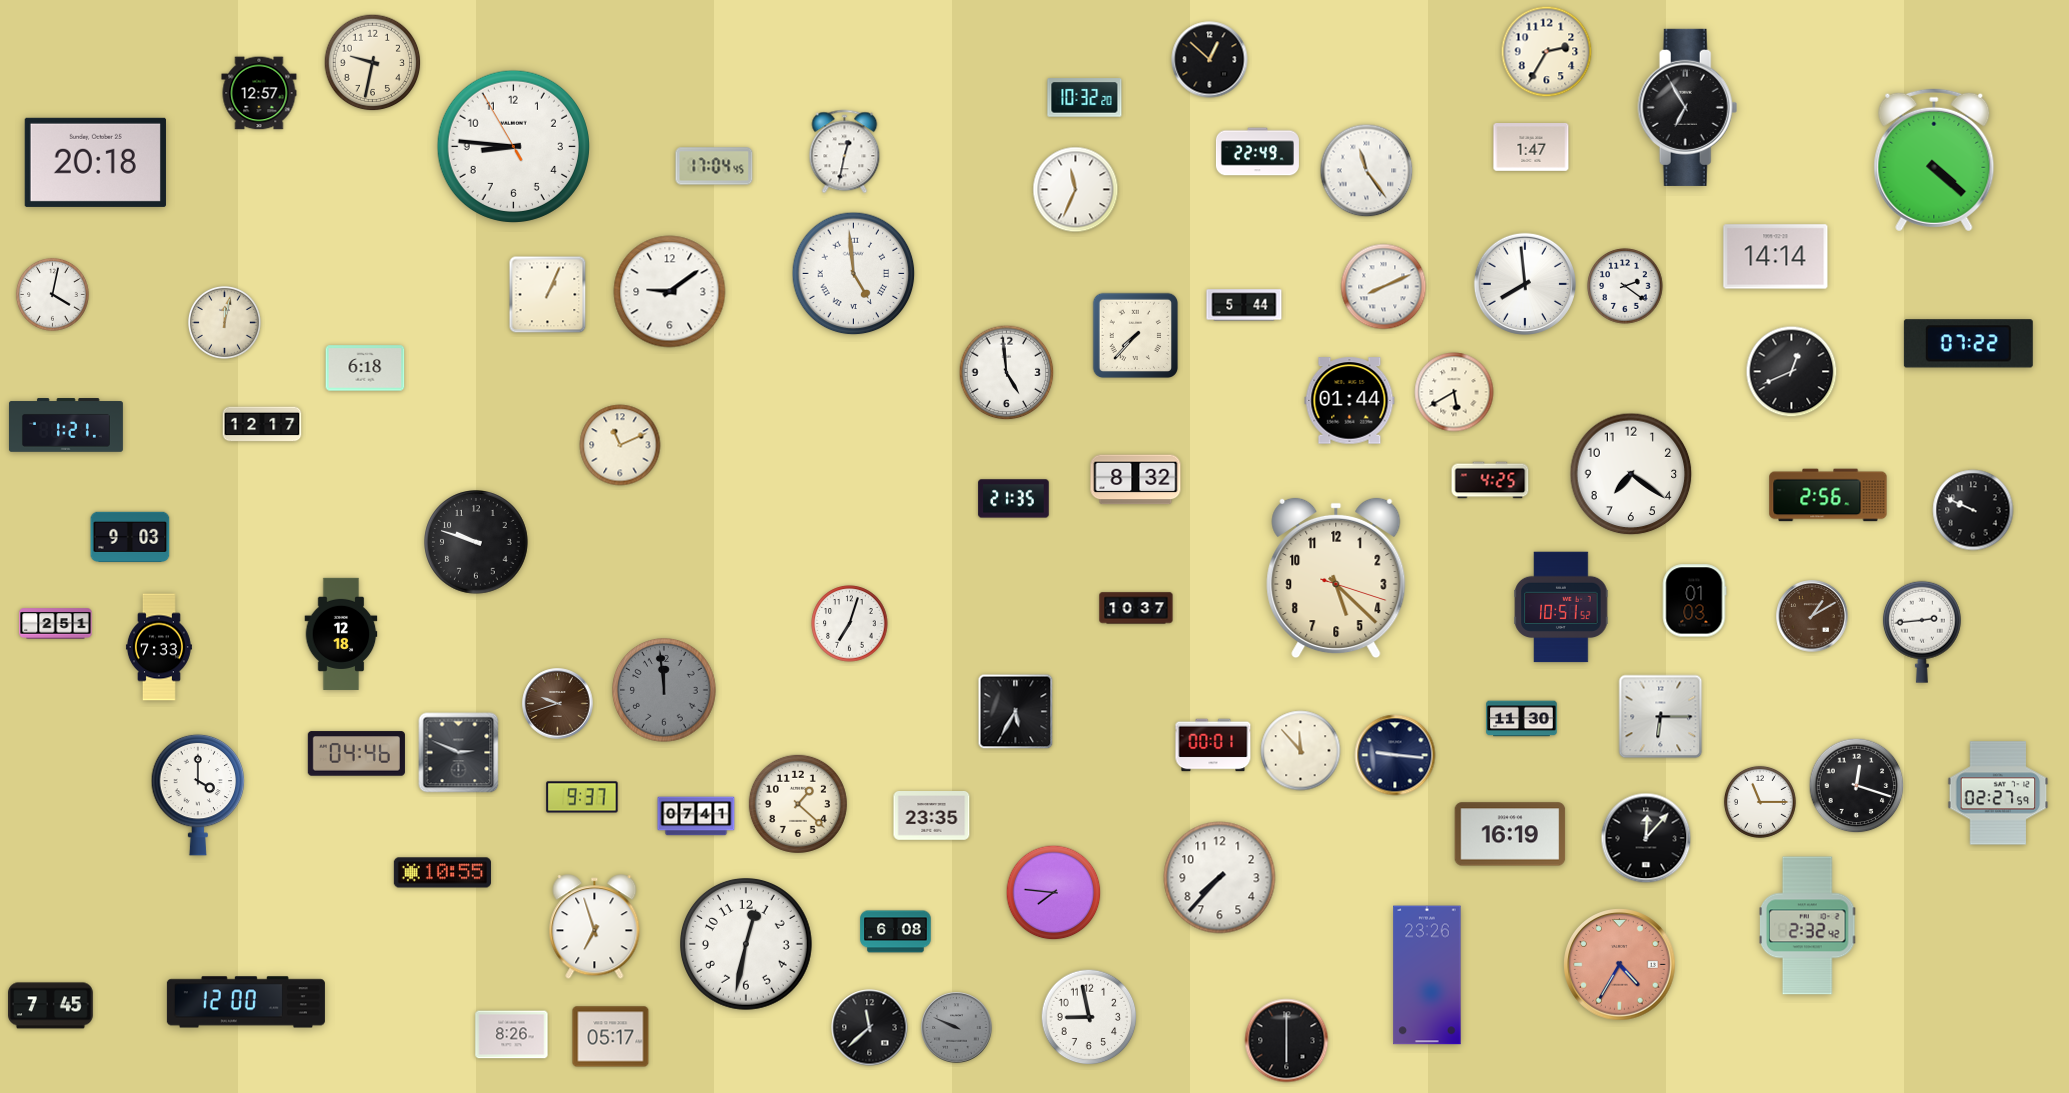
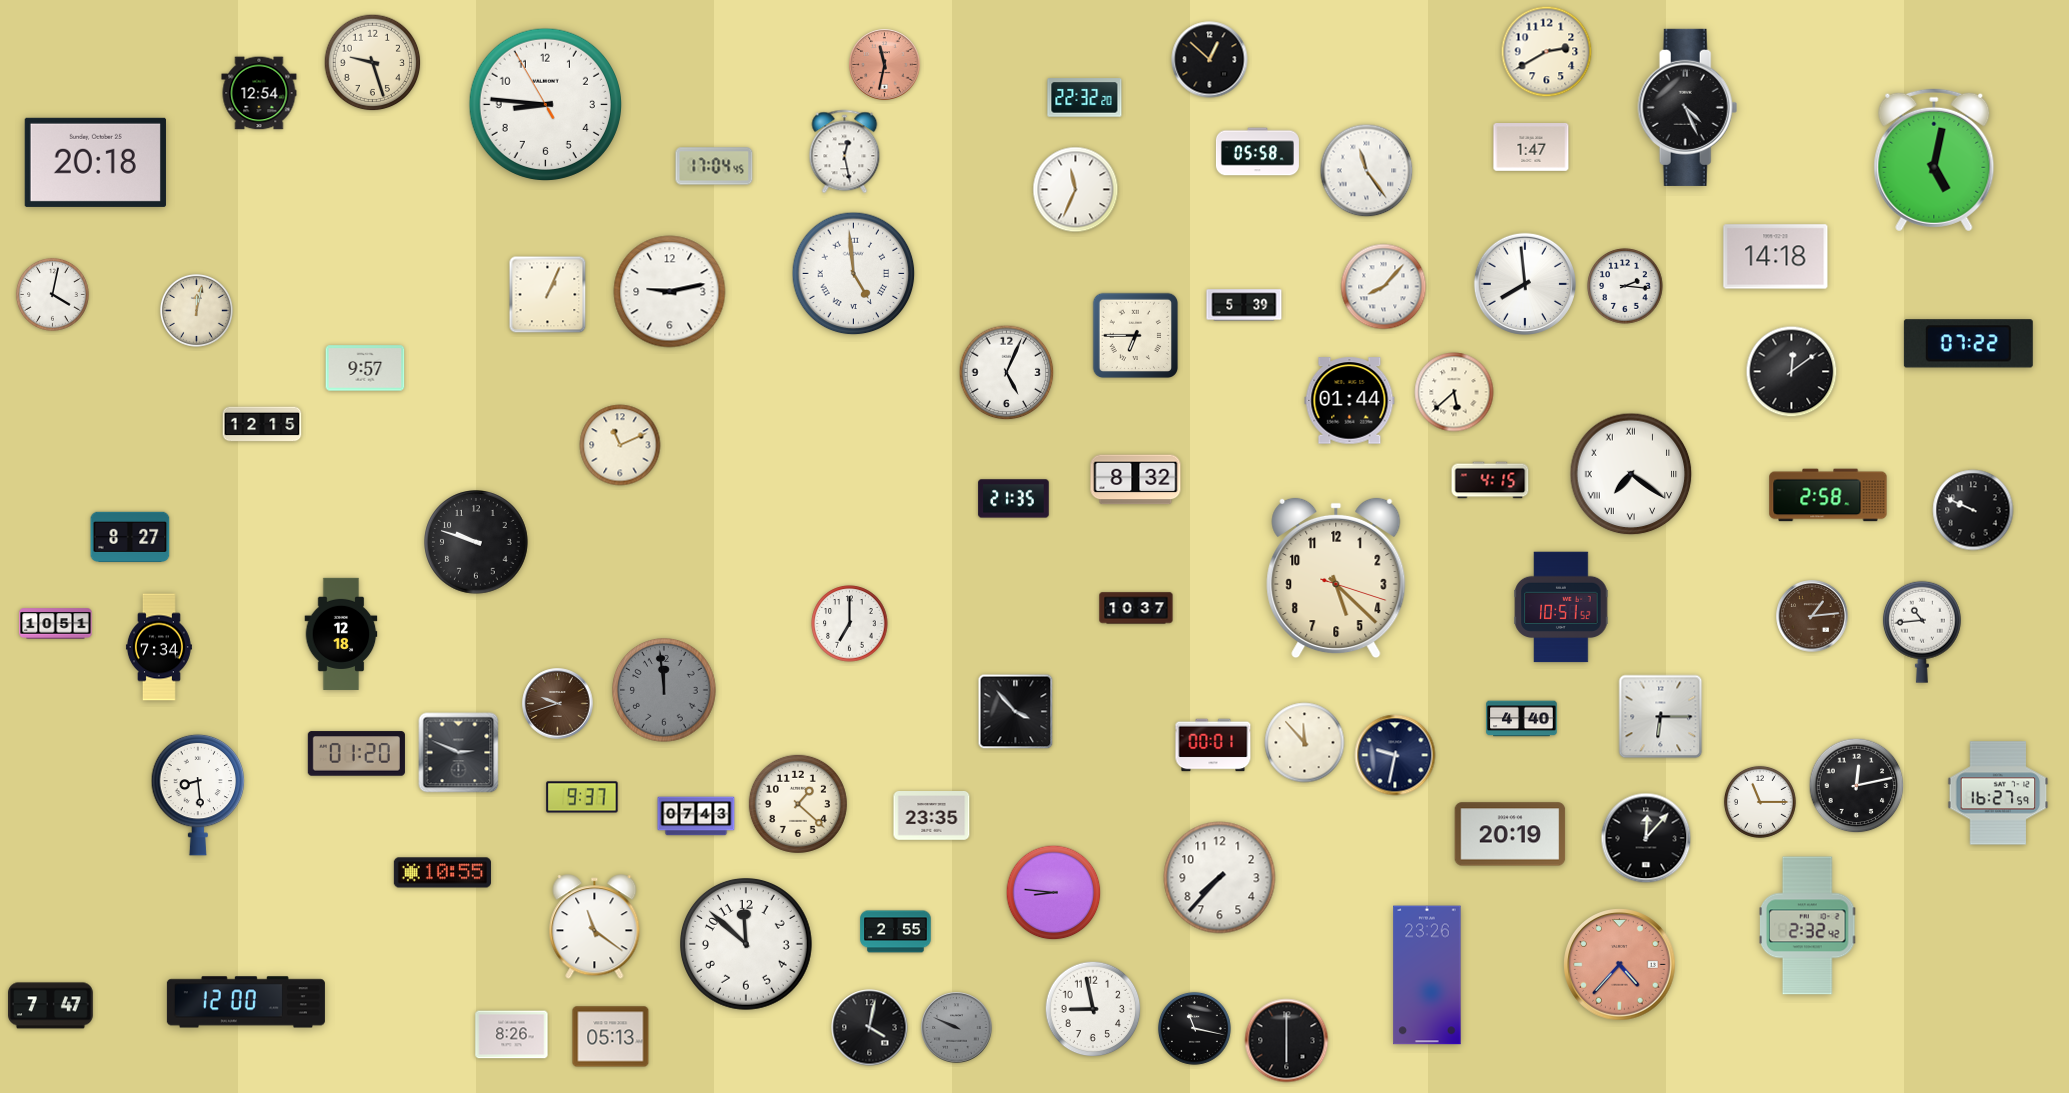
clock at (1547, 52): 2:35 -> 2:40
clock at (373, 63): 9:32 -> 9:27
clock at (885, 65): none -> 11:32
clock at (259, 93): 12:57 -> 12:54
clock at (1085, 98): 10:32 -> 22:32
clock at (1688, 107): 6:55 -> 4:26
clock at (513, 146) position: (513, 146) -> (545, 104)
clock at (845, 152): 12:32 -> 12:28
clock at (1257, 152): 22:49 -> 05:58
clock at (1934, 160): 4:22 -> 5:02
clock at (1776, 257): 14:14 -> 14:18
clock at (1625, 286): 2:21 -> 2:16
clock at (1384, 287): 8:11 -> 8:07
clock at (670, 292): 9:09 -> 9:13
clock at (1244, 305): 5:44 -> 5:39
clock at (224, 322) position: (224, 322) -> (196, 310)
clock at (1135, 335): 7:37 -> 6:45
clock at (365, 368): 6:18 -> 9:57
clock at (1792, 372): 12:41 -> 12:09
clock at (1007, 373): 4:59 -> 5:04
clock at (1454, 392): 5:40 -> 5:38
clock at (262, 424): 12:17 -> 12:15
clock at (66, 425): 1:21 -> none
clock at (1631, 474) numerals: Arabic -> Roman
clock at (1490, 480): 4:25 -> 4:15
clock at (1828, 495): 2:56 -> 2:58
clock at (130, 536): 9:03 -> 8:27
clock at (1694, 601): 01:03 -> none
clock at (1812, 616): 1:10 -> 1:14
clock at (56, 624): 2:51 -> 10:51
clock at (850, 624): 7:03 -> 7:00
clock at (1922, 632): 2:44 -> 10:44
clock at (159, 647): 7:33 -> 7:34
clock at (1016, 712): 5:35 -> 3:53
clock at (1522, 719): 11:30 -> 4:40
clock at (1301, 751) position: (1301, 751) -> (1305, 743)
clock at (356, 754): 04:46 -> 01:20
clock at (1395, 755): 9:16 -> 9:32
clock at (1857, 786): 12:18 -> 12:13
clock at (1998, 793): 02:27 -> 16:27
clock at (198, 795): 4:00 -> 8:29
clock at (696, 816): 07:41 -> 07:43
clock at (1510, 834): 16:19 -> 20:19
clock at (1054, 893): 7:46 -> 8:46
clock at (595, 927): 6:57 -> 11:21
clock at (896, 932): 6:08 -> 2:55
clock at (747, 945): 12:32 -> 11:52
clock at (1620, 965): 4:35 -> 4:37
clock at (51, 1006): 7:45 -> 7:47
clock at (1089, 1017) position: (1089, 1017) -> (1093, 1009)
clock at (870, 1028): 11:38 -> 4:02
clock at (1194, 1028): none -> 11:17
clock at (611, 1037): 05:17 -> 05:13
